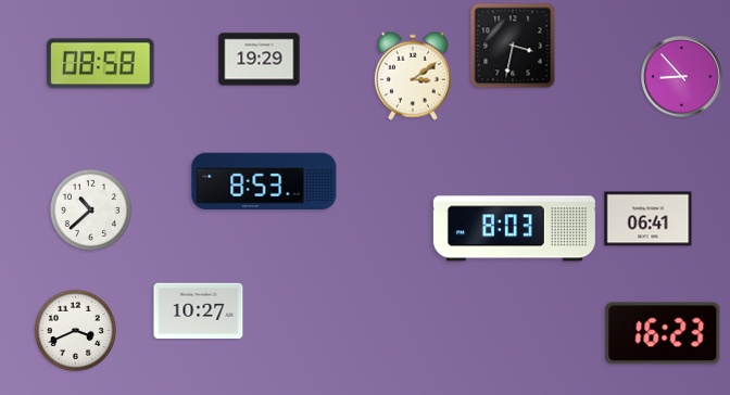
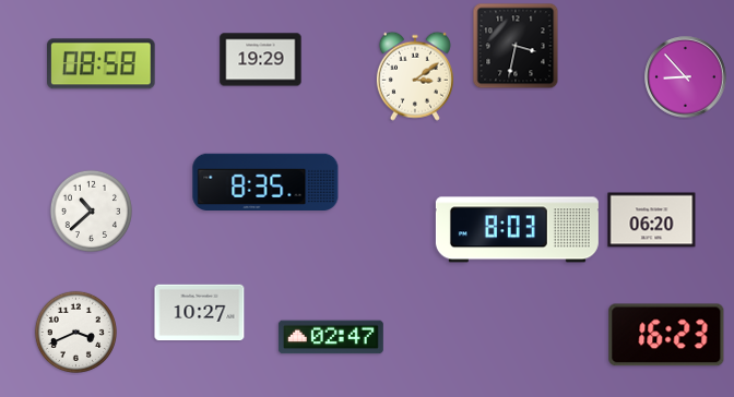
clock at (264, 180): 8:53 -> 8:35
clock at (649, 219): 06:41 -> 06:20
clock at (331, 337): none -> 02:47
